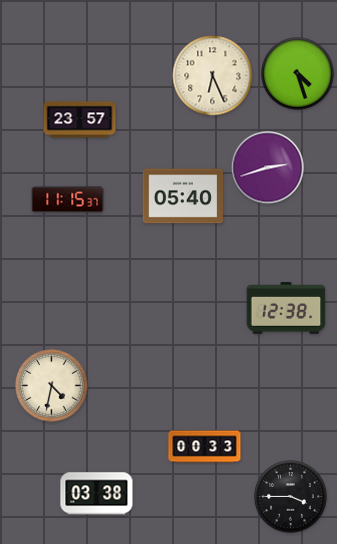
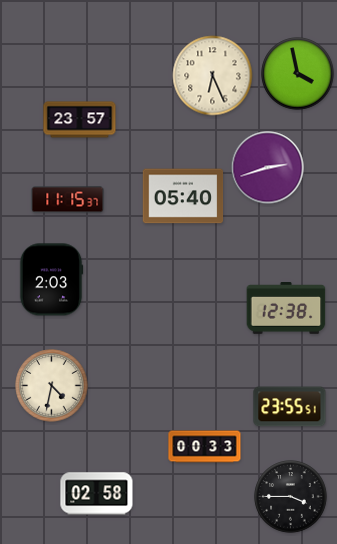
clock at (298, 74): 4:27 -> 3:58
clock at (51, 280): none -> 2:03
clock at (290, 407): none -> 23:55
clock at (97, 494): 03:38 -> 02:58
